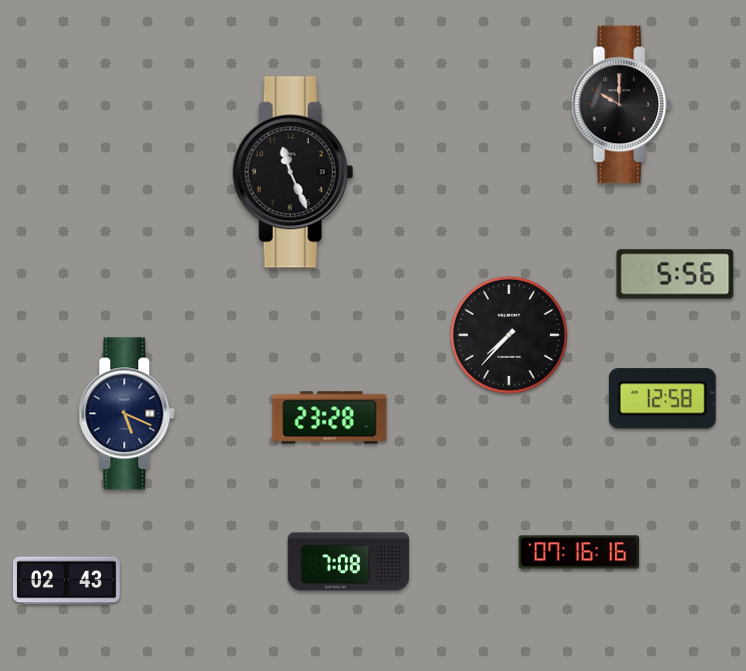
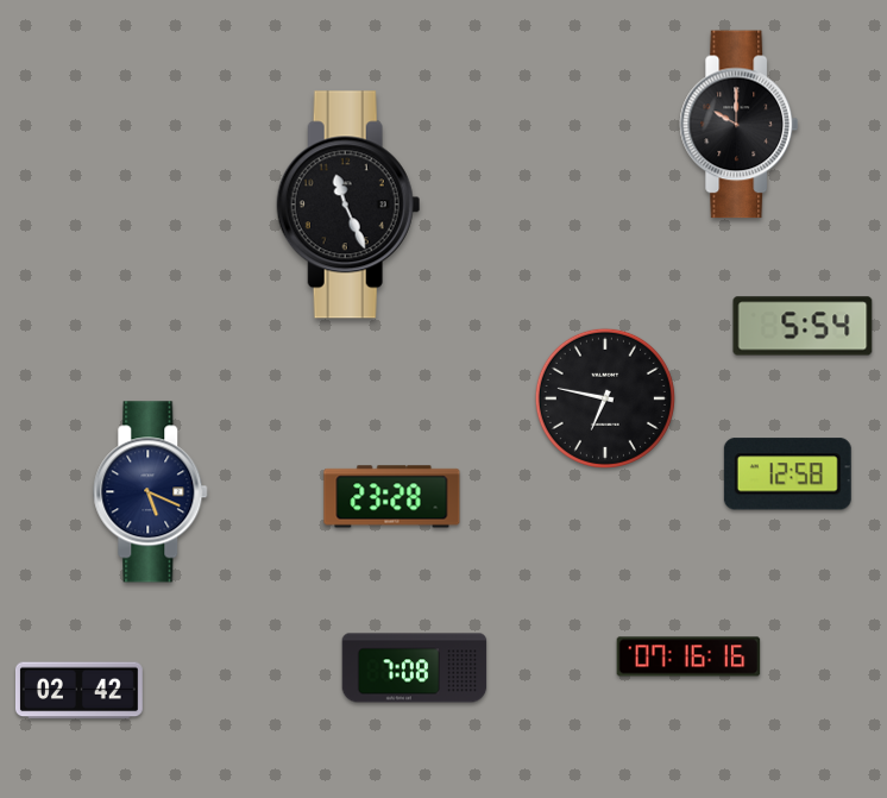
clock at (675, 274): 5:56 -> 5:54
clock at (509, 335): 7:37 -> 6:47
clock at (66, 581): 02:43 -> 02:42
